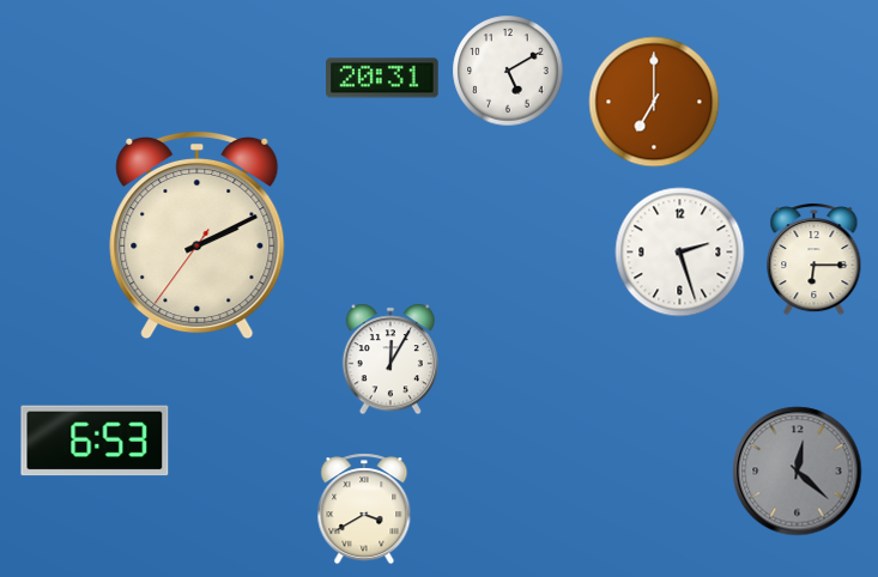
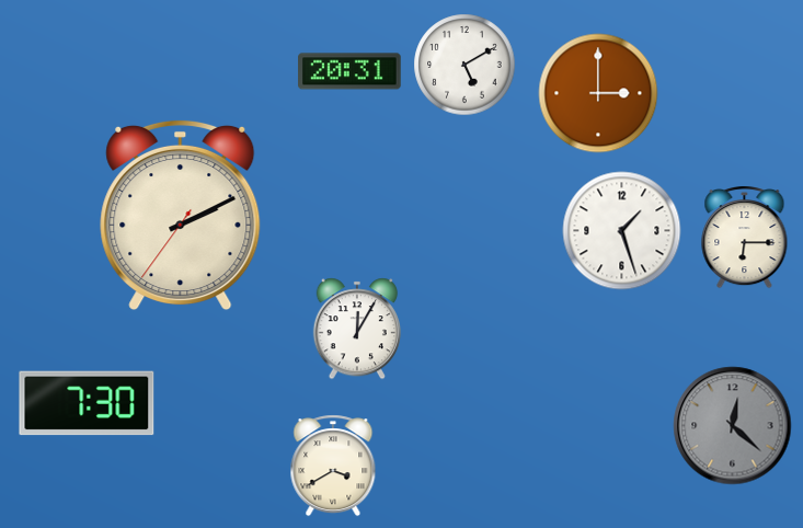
clock at (654, 102): 7:00 -> 3:00
clock at (680, 253): 2:27 -> 1:27
clock at (95, 441): 6:53 -> 7:30
clock at (798, 472) position: (798, 472) -> (733, 426)
